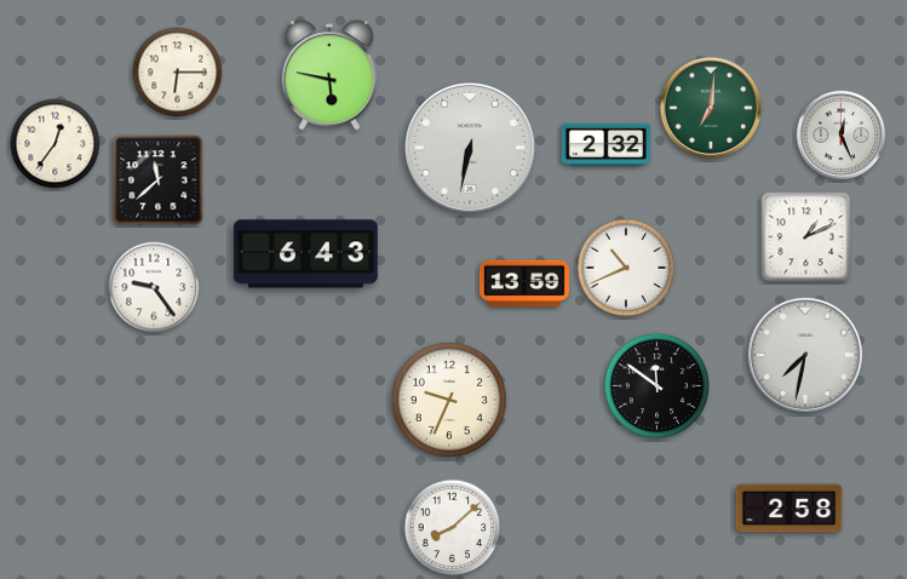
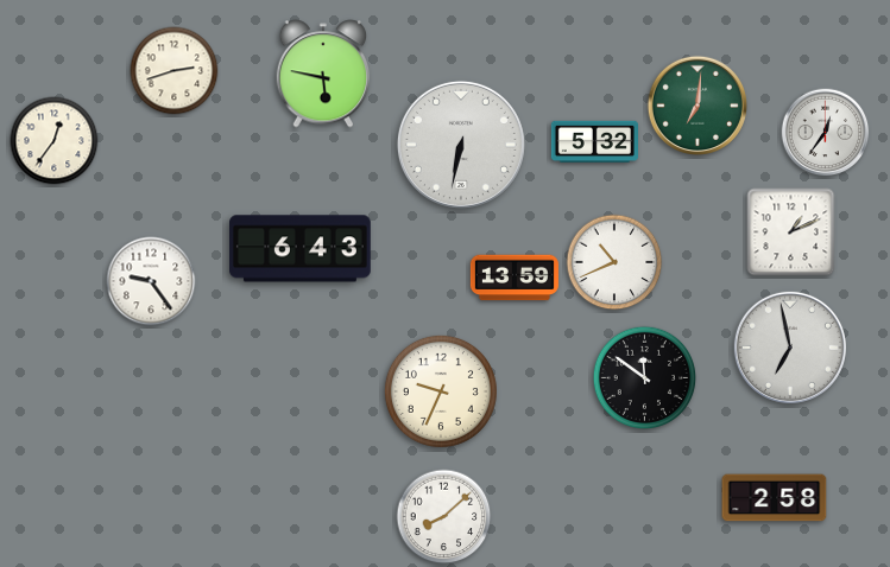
clock at (178, 73): 6:15 -> 2:42
clock at (842, 136): 12:26 -> 12:36
clock at (605, 144): 2:32 -> 5:32
clock at (159, 180): 11:38 -> none
clock at (805, 355): 7:32 -> 6:58
